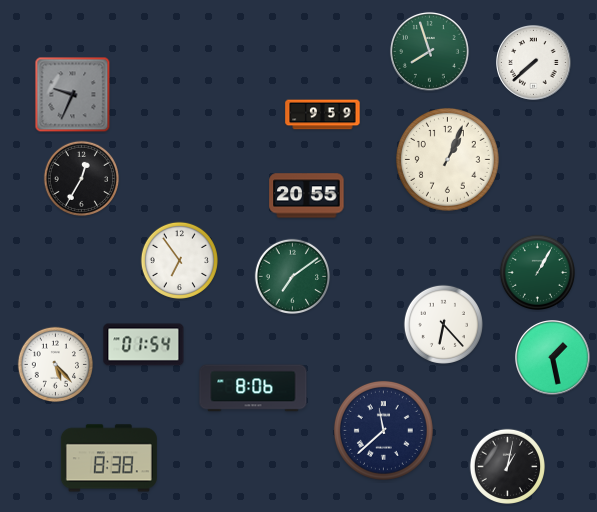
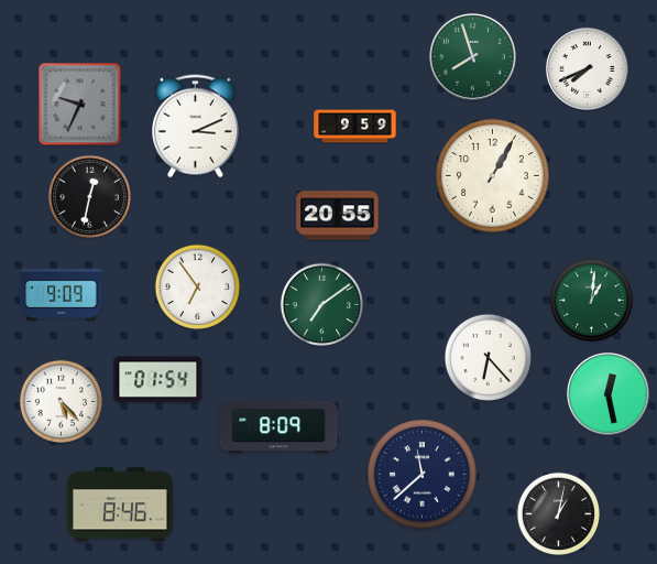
clock at (534, 63): 7:38 -> 7:41
clock at (196, 127): none -> 3:11
clock at (447, 159): 1:04 -> 1:05
clock at (81, 178): 12:35 -> 12:32
clock at (62, 294): none -> 9:09
clock at (537, 272): 1:05 -> 1:01
clock at (553, 358): 1:28 -> 12:28
clock at (253, 388): 8:06 -> 8:09
clock at (109, 458): 8:38 -> 8:46
